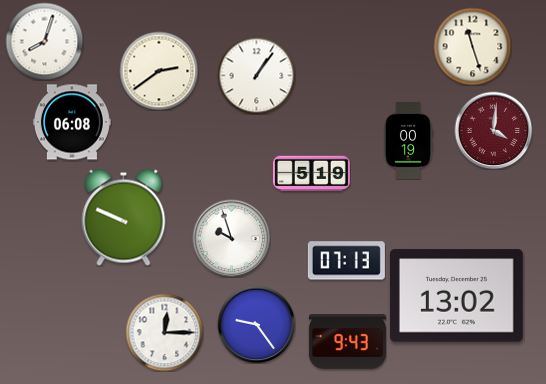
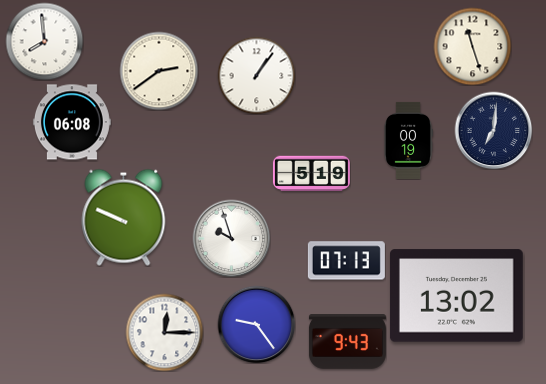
clock at (44, 41): 8:03 -> 7:59
clock at (493, 130): 4:01 -> 7:01
clock at (493, 130) dial: burgundy -> navy
